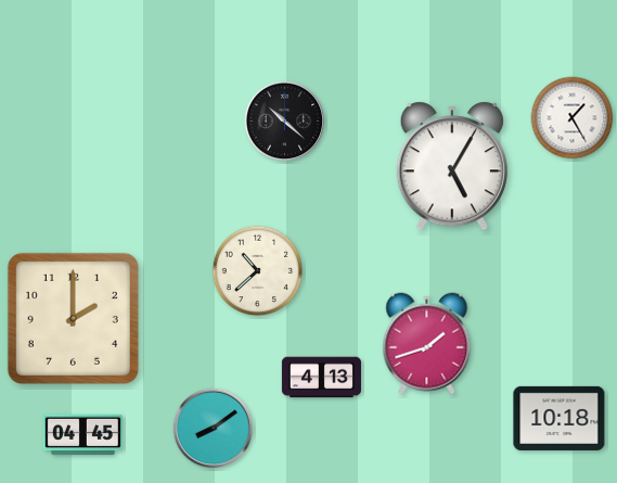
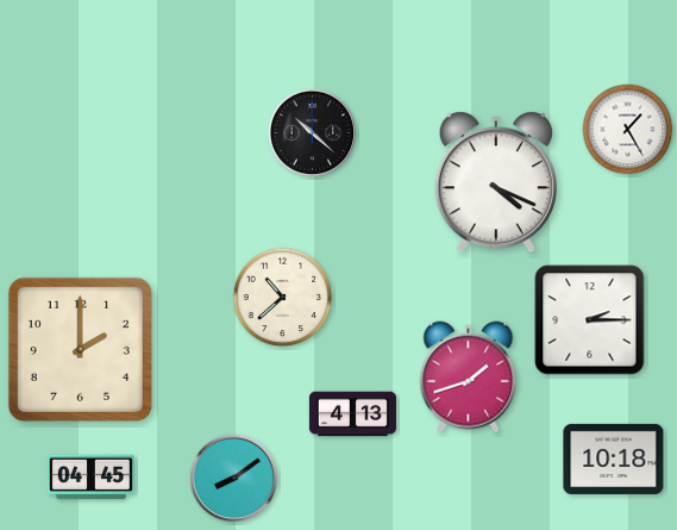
clock at (452, 166): 5:05 -> 4:19
clock at (590, 320): none -> 2:15
clock at (214, 429) position: (214, 429) -> (234, 479)
